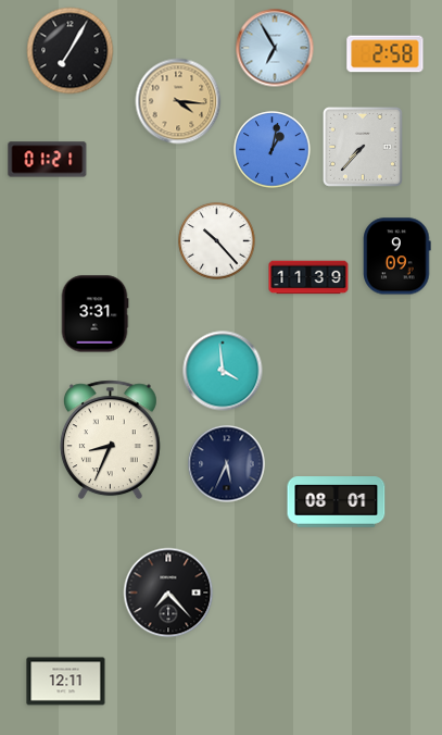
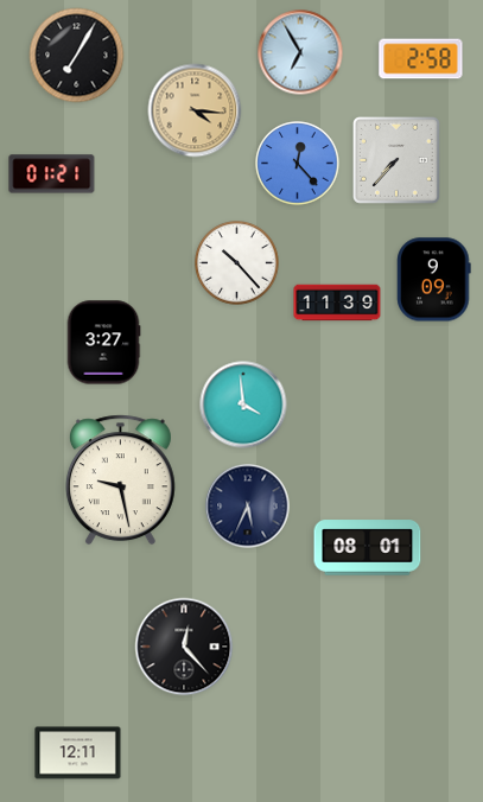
clock at (273, 150): 1:02 -> 12:23
clock at (94, 314): 3:31 -> 3:27
clock at (110, 440): 8:34 -> 9:28
clock at (168, 593): 7:23 -> 12:23
clock at (66, 682) position: (66, 682) -> (78, 753)
